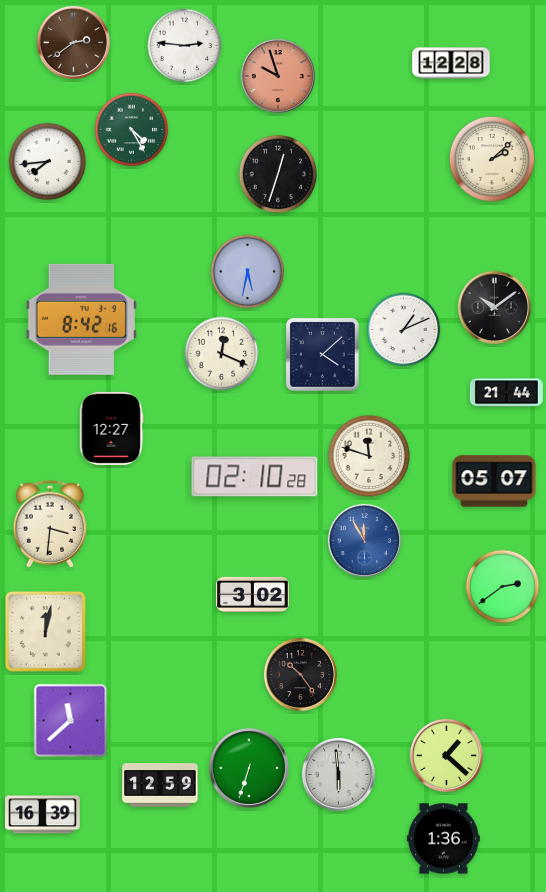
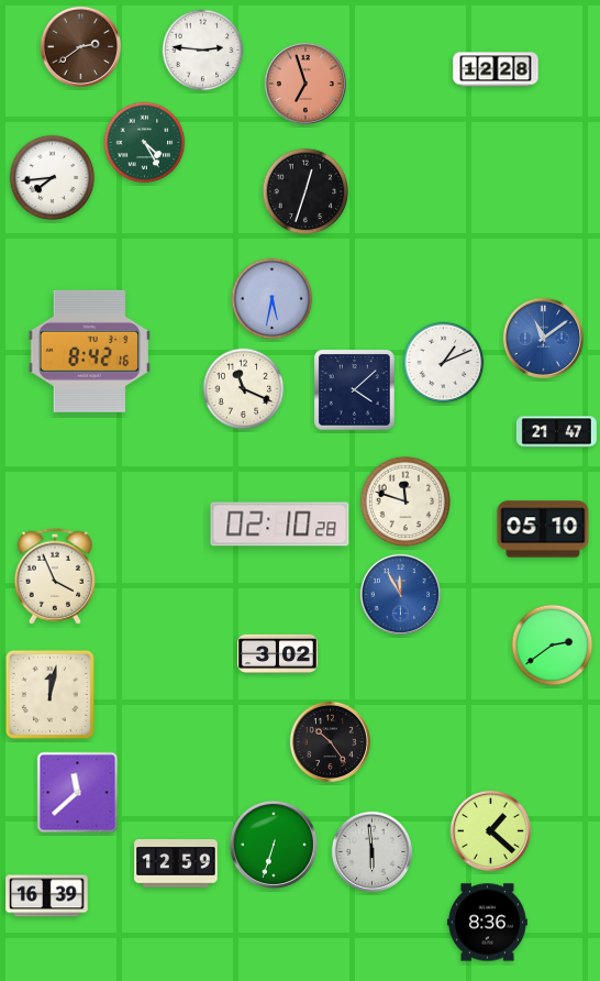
clock at (278, 76): 9:57 -> 6:57
clock at (492, 159): 2:08 -> none
clock at (494, 307): 10:09 -> 11:09
clock at (494, 307) dial: black -> blue
clock at (222, 354): 12:19 -> 11:19
clock at (506, 393): 21:44 -> 21:47
clock at (111, 428): 12:27 -> none
clock at (494, 481): 05:07 -> 05:10
clock at (49, 524): 3:31 -> 3:56
clock at (443, 839): 1:36 -> 8:36
